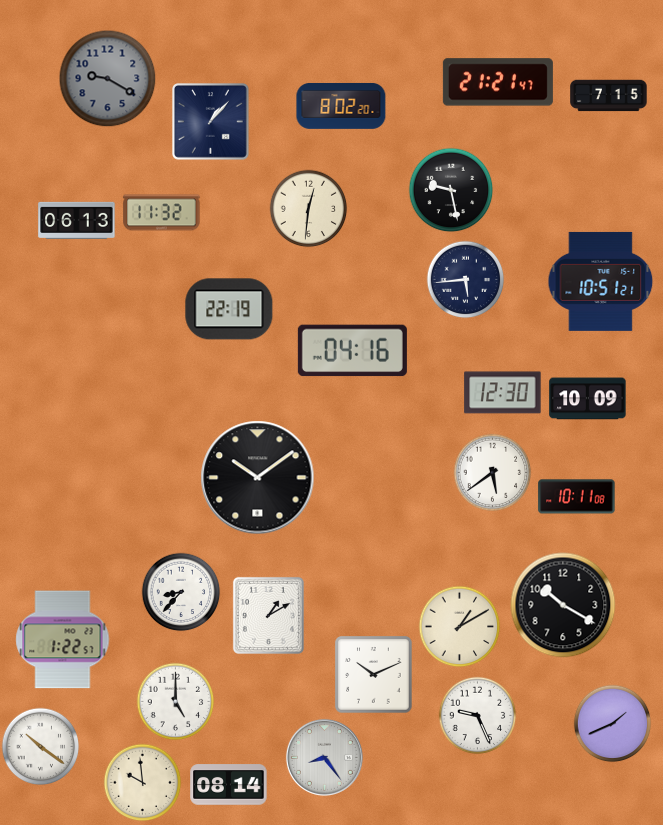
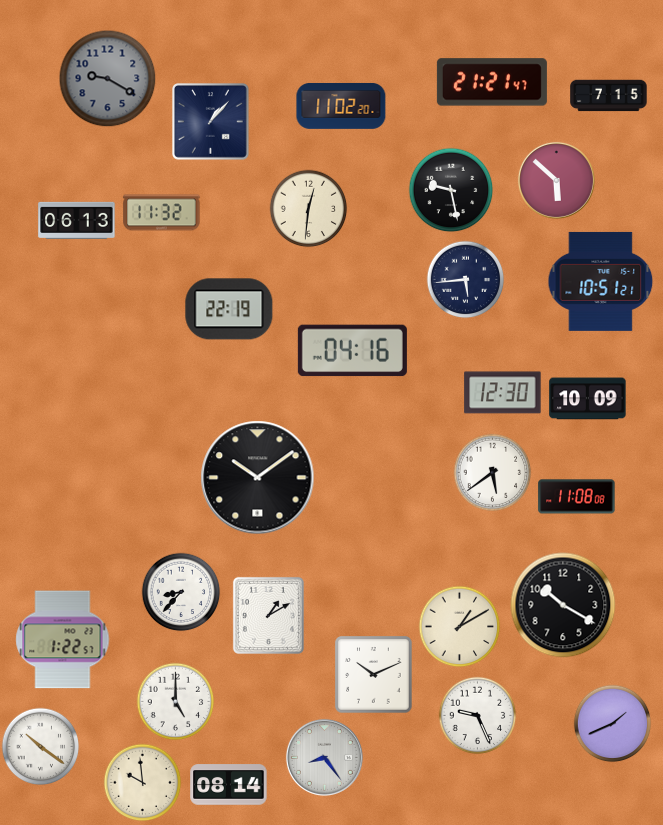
clock at (498, 82) position: (498, 82) -> (492, 82)
clock at (341, 106): 8:02 -> 11:02
clock at (556, 180): none -> 5:52
clock at (577, 497): 10:11 -> 11:08
